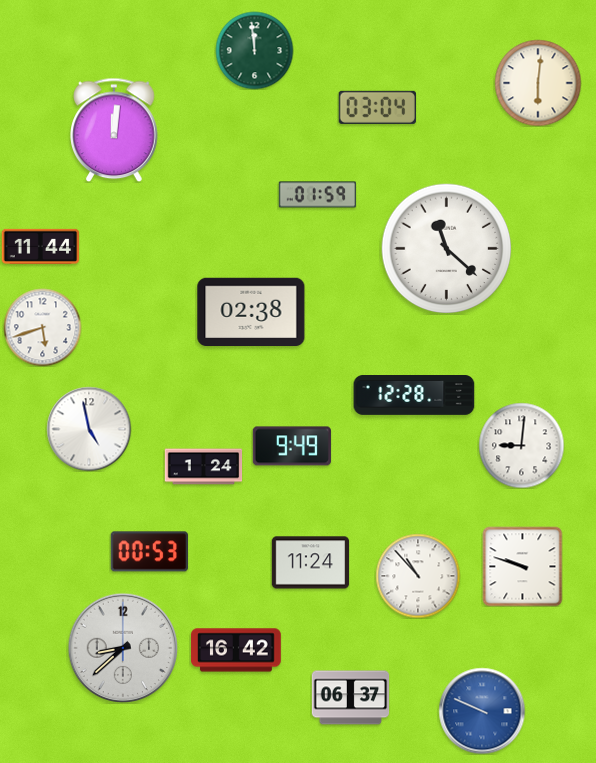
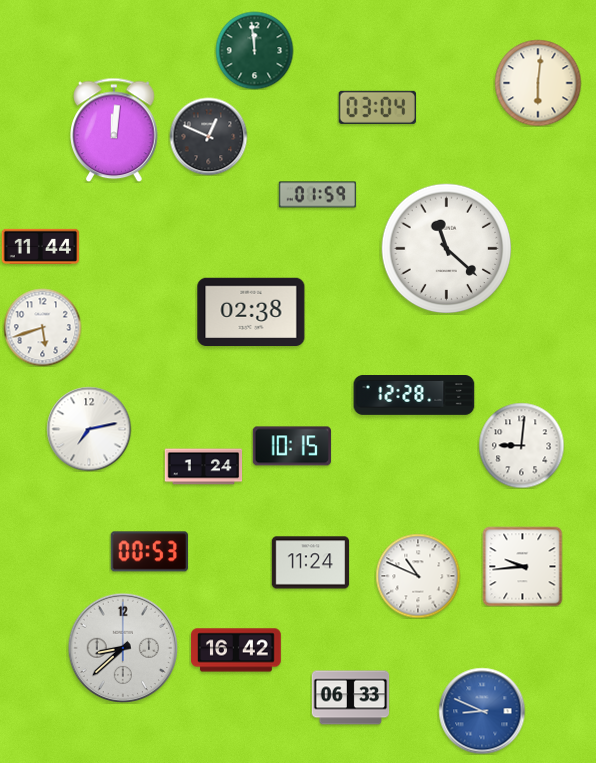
clock at (208, 136): none -> 12:49
clock at (89, 429): 4:58 -> 7:13
clock at (292, 446): 9:49 -> 10:15
clock at (522, 566): 9:48 -> 9:44
clock at (418, 576): 10:53 -> 10:49
clock at (350, 698): 06:37 -> 06:33
clock at (482, 711): 9:49 -> 8:49
